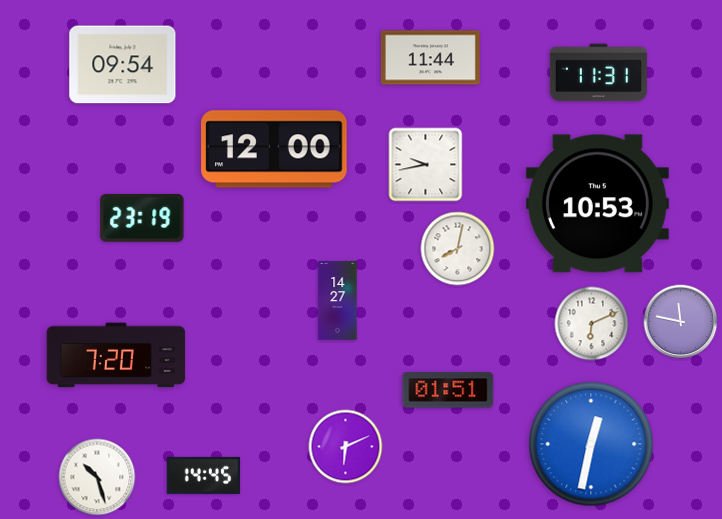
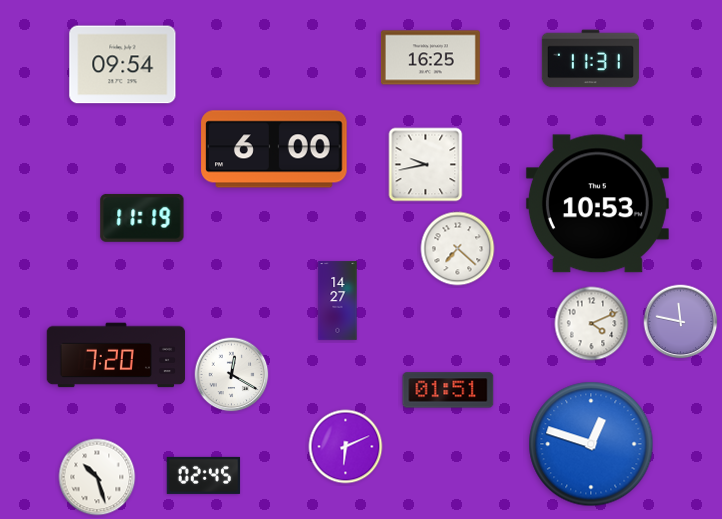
clock at (430, 58): 11:44 -> 16:25
clock at (598, 73) position: (598, 73) -> (590, 59)
clock at (274, 149): 12:00 -> 6:00
clock at (142, 218): 23:19 -> 11:19
clock at (458, 249): 8:02 -> 7:22
clock at (592, 324): 6:11 -> 4:11
clock at (232, 375): none -> 12:20
clock at (591, 444): 12:32 -> 12:48
clock at (204, 475): 14:45 -> 02:45
